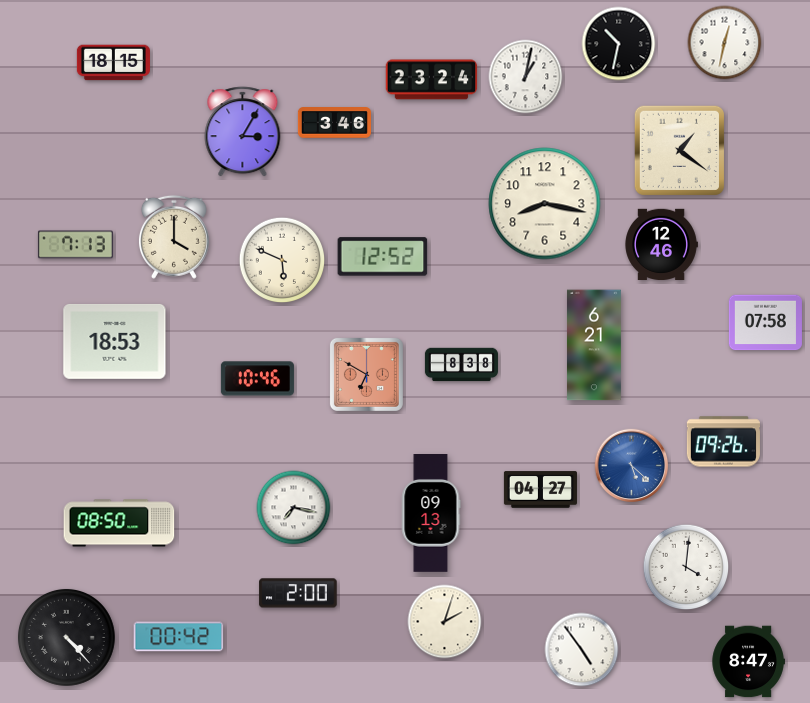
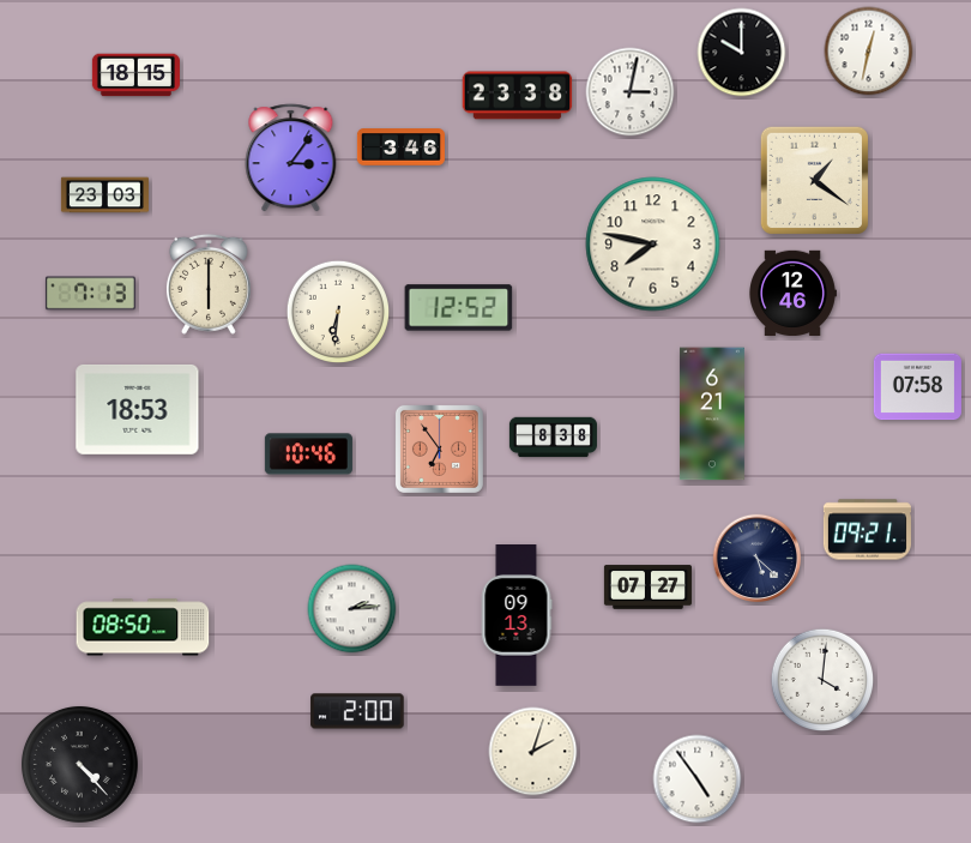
clock at (619, 44): 10:32 -> 10:00
clock at (526, 77): 1:02 -> 3:02
clock at (432, 80): 23:24 -> 23:38
clock at (243, 132): 3:05 -> 3:06
clock at (104, 195): none -> 23:03
clock at (545, 204): 8:17 -> 7:47
clock at (174, 237): 4:00 -> 6:00
clock at (282, 260): 5:49 -> 6:31
clock at (366, 374): 6:50 -> 6:54
clock at (723, 442): 09:26 -> 09:21
clock at (632, 466) dial: blue -> navy
clock at (540, 490): 04:27 -> 07:27
clock at (294, 508): 7:17 -> 2:14
clock at (445, 622) position: (445, 622) -> (533, 752)
clock at (179, 637): 00:42 -> none
clock at (748, 662): 8:47 -> none
